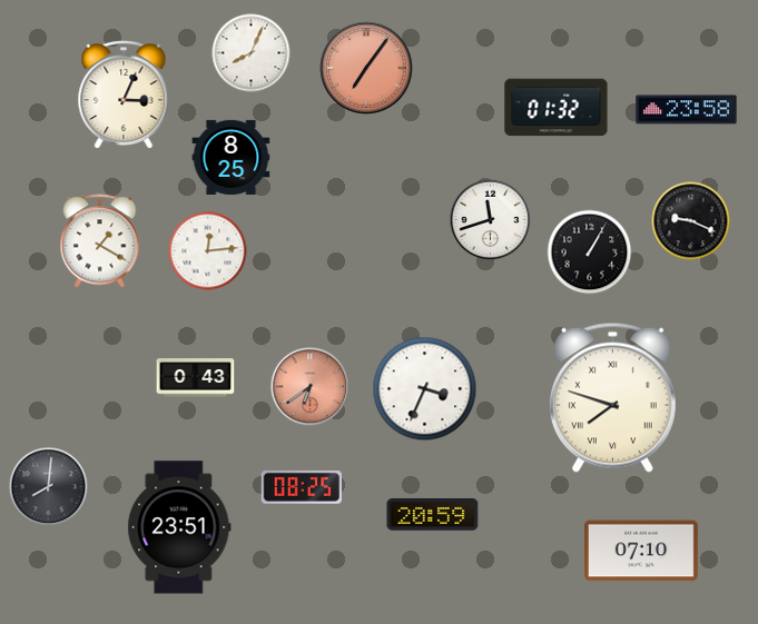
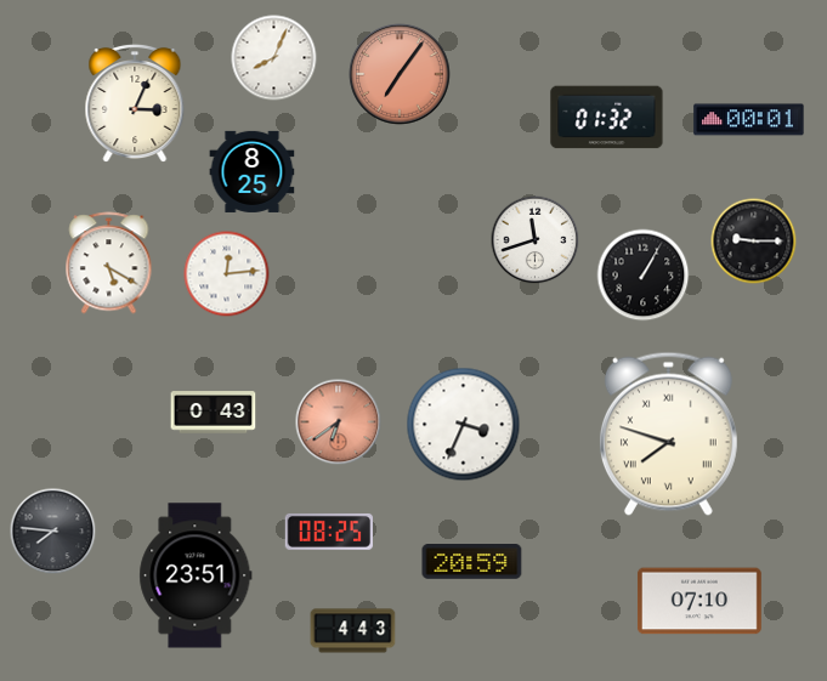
clock at (687, 110): 23:58 -> 00:01
clock at (691, 221): 9:19 -> 9:15
clock at (100, 241): 1:20 -> 5:20
clock at (49, 487): 8:01 -> 7:46
clock at (353, 631): none -> 4:43
